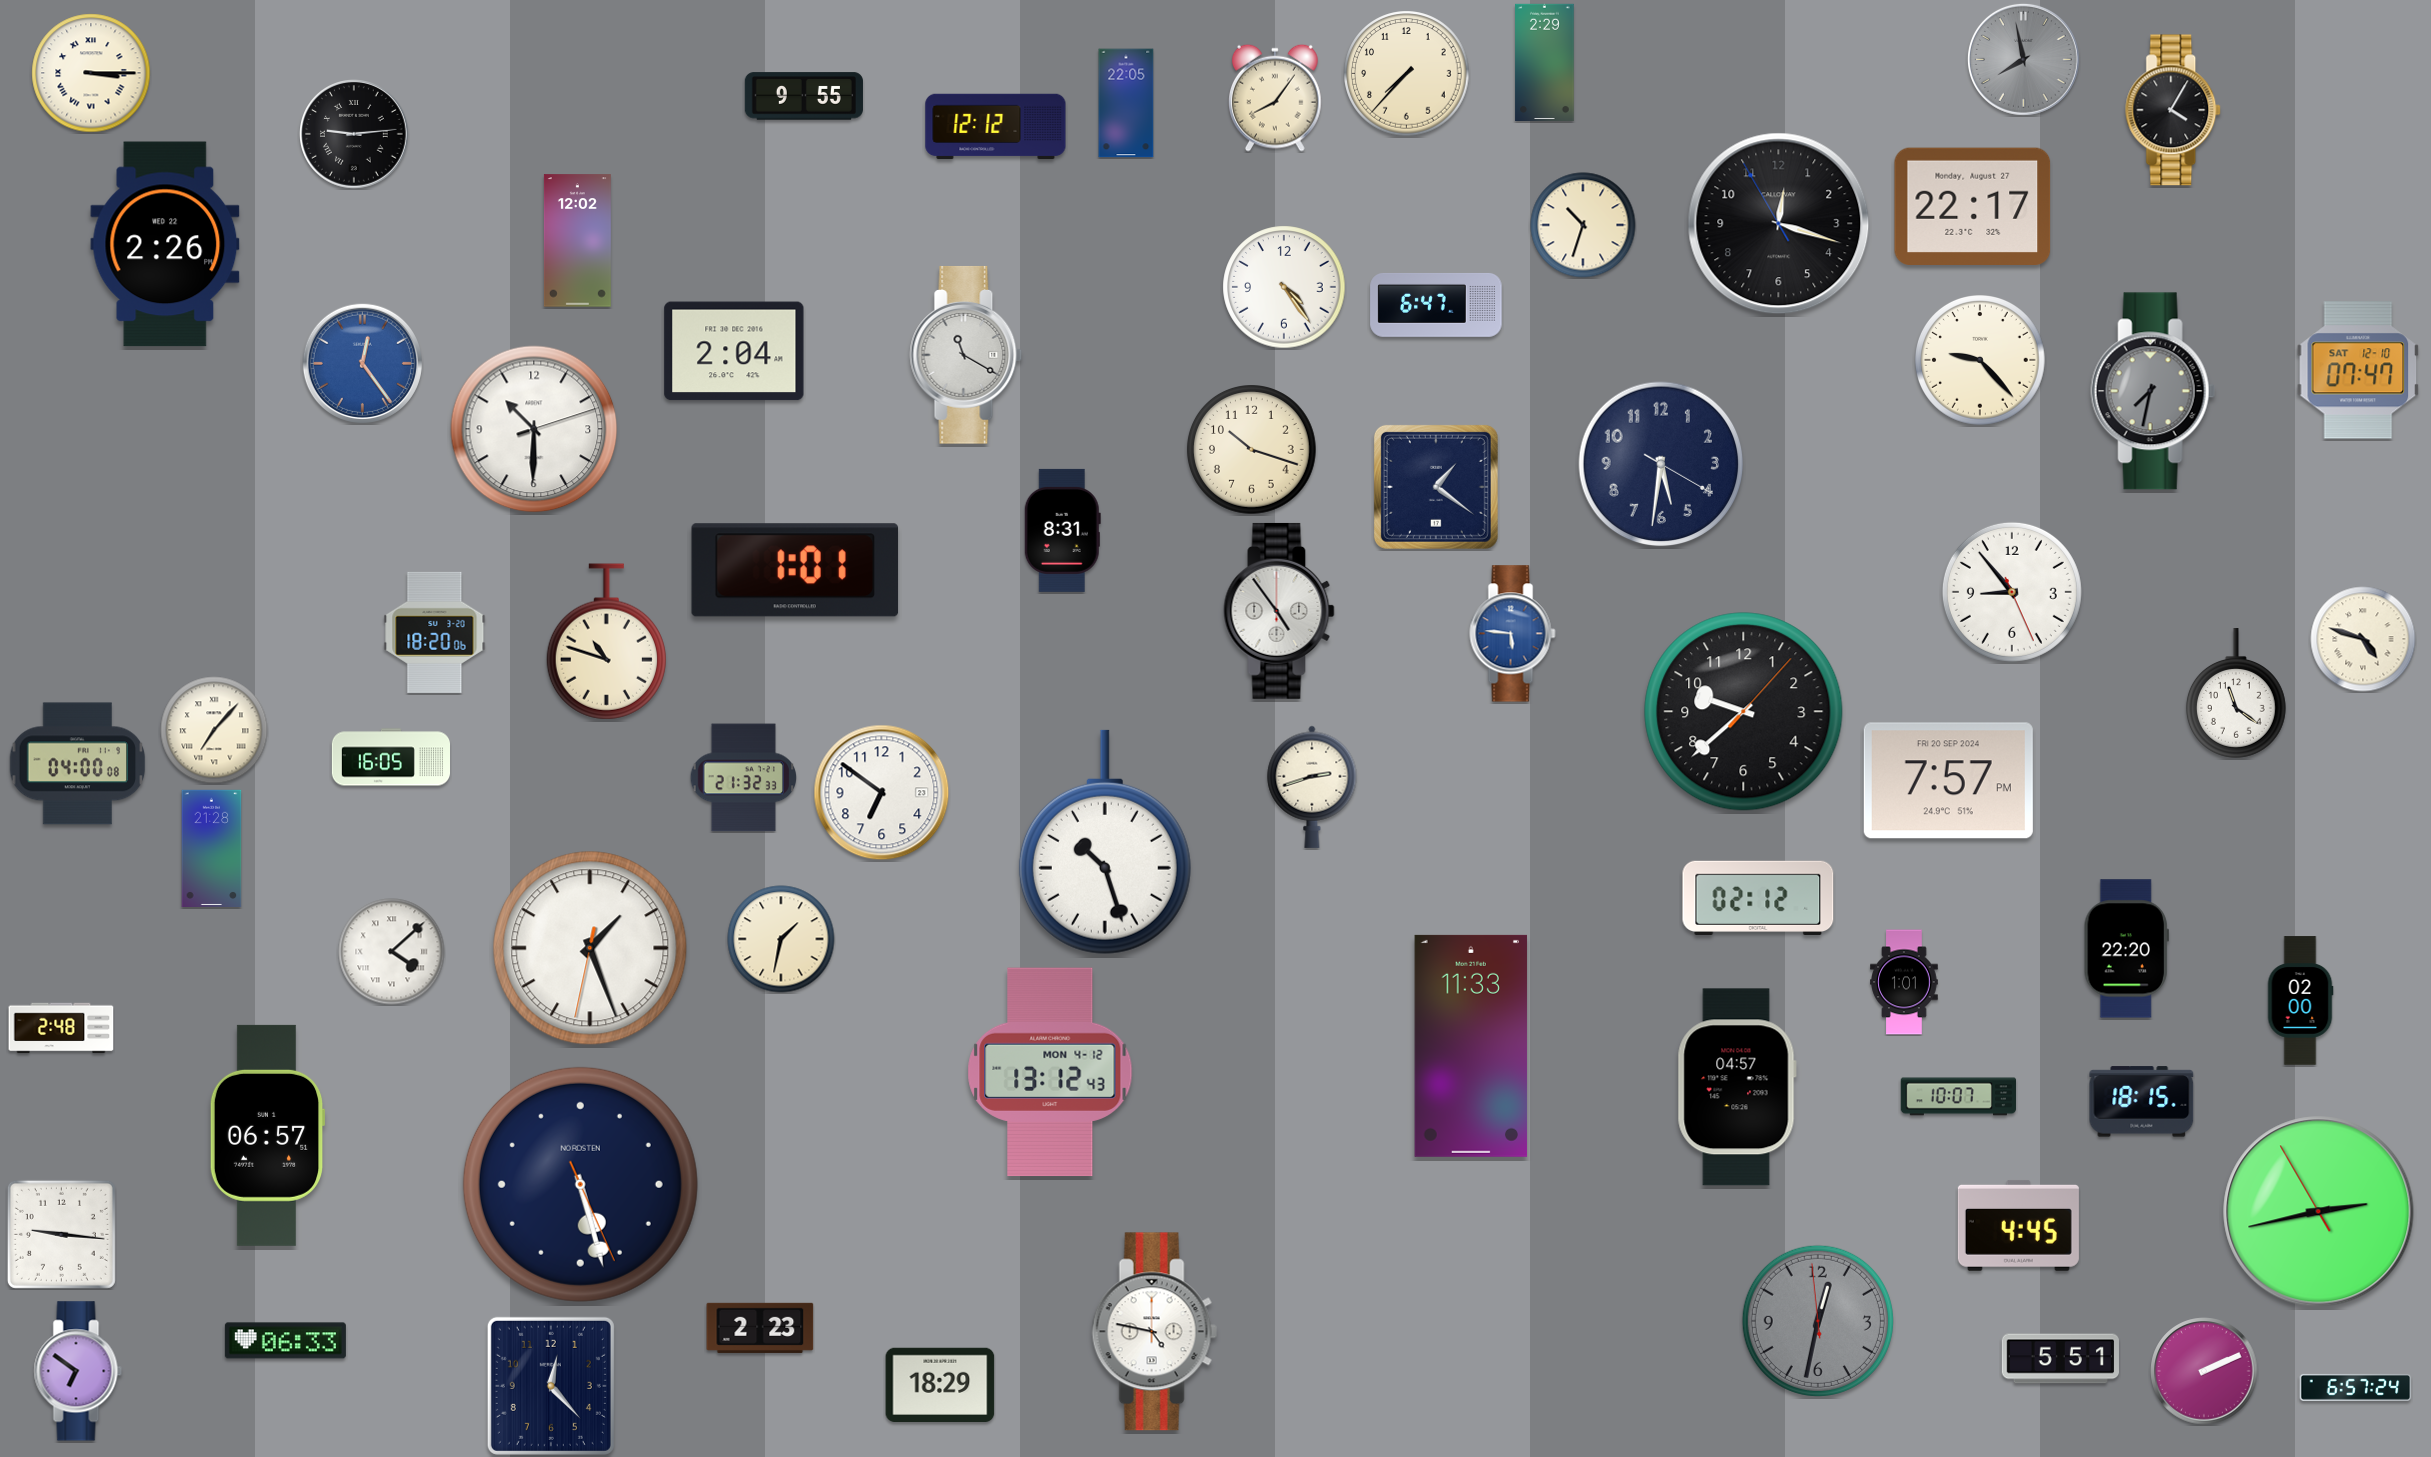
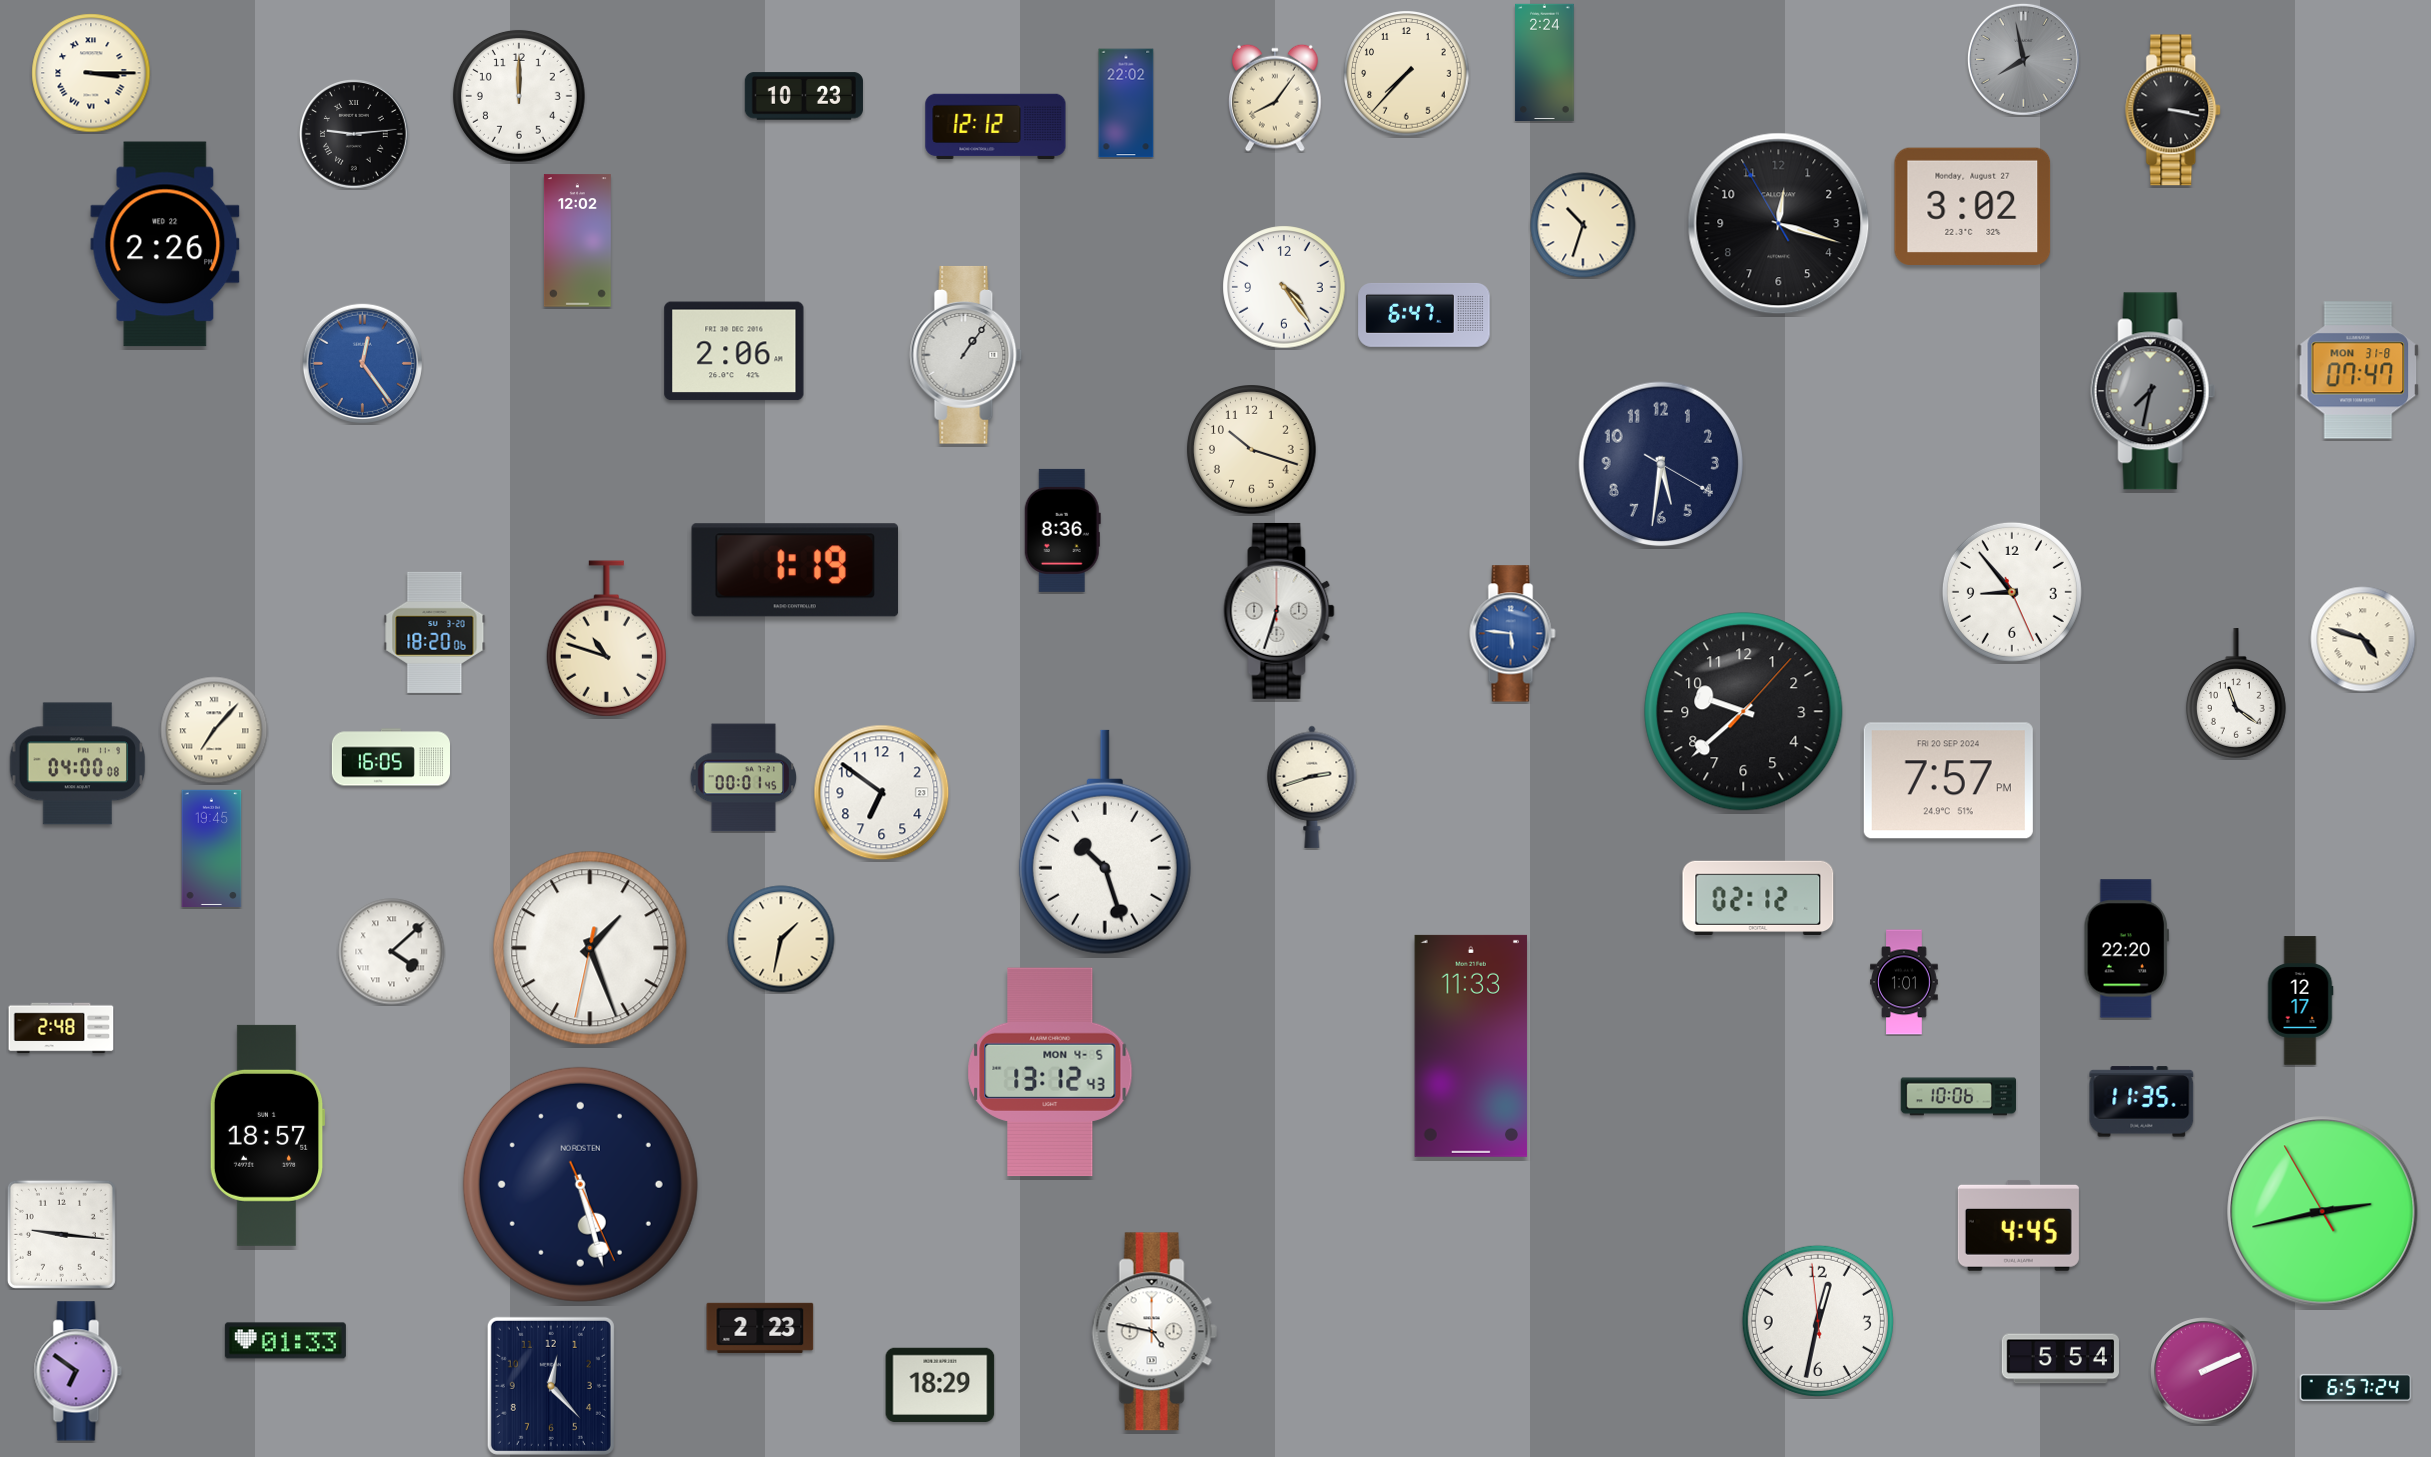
clock at (1545, 62): 2:29 -> 2:24
clock at (519, 96): none -> 12:00
clock at (804, 96): 9:55 -> 10:23
clock at (1126, 103): 22:05 -> 22:02
clock at (2174, 110): 4:05 -> 3:17
clock at (1973, 206): 22:17 -> 3:02
clock at (1436, 305) position: (1436, 305) -> (1424, 315)
clock at (734, 351): 2:04 -> 2:06
clock at (966, 355): 11:20 -> 1:06
clock at (1981, 361): 9:23 -> none
clock at (2358, 370) date: SAT 12-10 -> MON 31-8
clock at (534, 429): 10:30 -> none
clock at (1436, 487): 1:21 -> none
clock at (1062, 530): 8:31 -> 8:36
clock at (795, 570): 1:01 -> 1:19
clock at (1279, 611): 4:54 -> 6:33
clock at (606, 642) position: (606, 642) -> (606, 639)
clock at (743, 778): 21:32 -> 00:01
clock at (212, 848): 21:28 -> 19:45
clock at (2300, 1001): 02:00 -> 12:17
clock at (1050, 1072) date: MON 4-12 -> MON 4-5
clock at (1737, 1087): 04:57 -> none
clock at (1959, 1097): 10:07 -> 10:06
clock at (2142, 1102): 18:15 -> 11:35
clock at (267, 1135): 06:57 -> 18:57
clock at (2319, 1212) position: (2319, 1212) -> (2323, 1212)
clock at (1818, 1321) dial: grey -> white
clock at (285, 1341): 06:33 -> 01:33
clock at (2060, 1359): 5:51 -> 5:54
